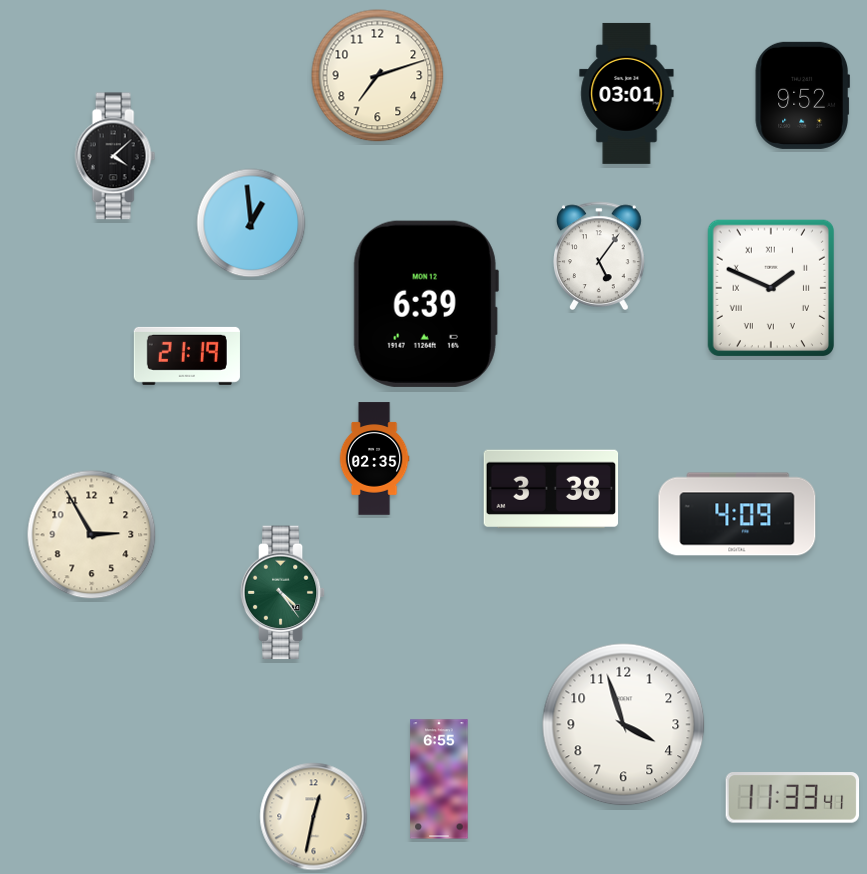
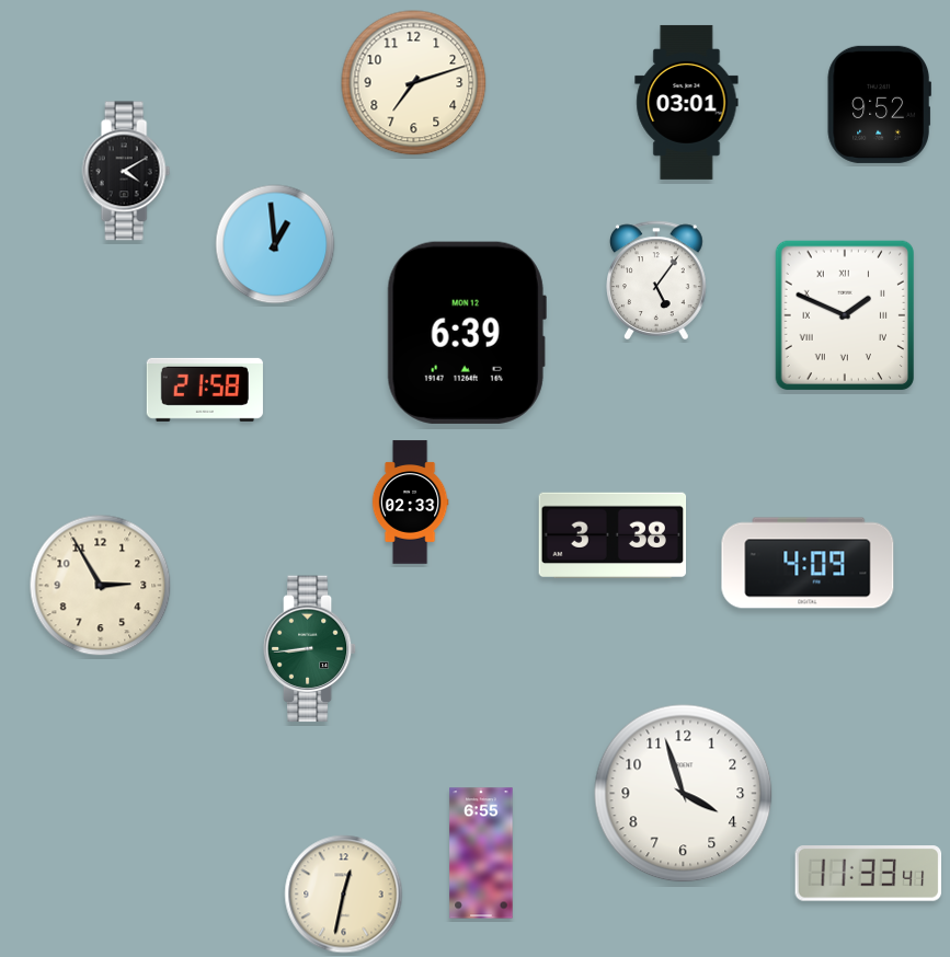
clock at (115, 156): 4:08 -> 4:10
clock at (187, 356): 21:19 -> 21:58
clock at (374, 459): 02:35 -> 02:33
clock at (551, 489) position: (551, 489) -> (613, 535)
clock at (283, 593): 4:24 -> 8:44
